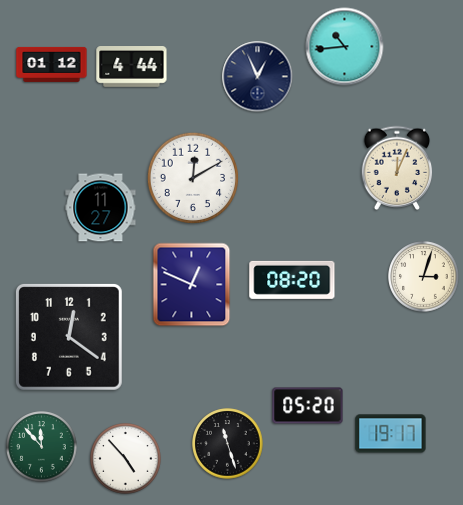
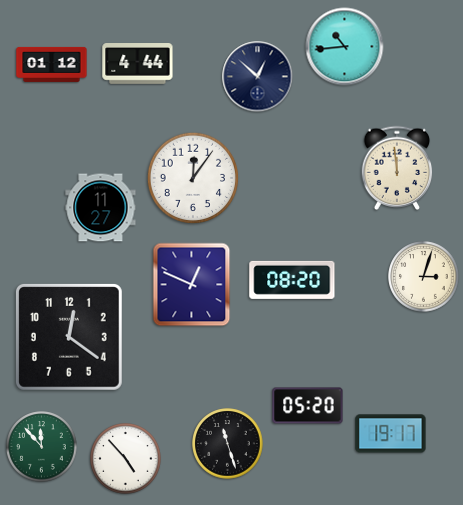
clock at (132, 67) position: (132, 67) -> (138, 64)
clock at (258, 77): 12:56 -> 12:52
clock at (397, 167): 12:04 -> 11:59
clock at (193, 178): 12:10 -> 12:06
